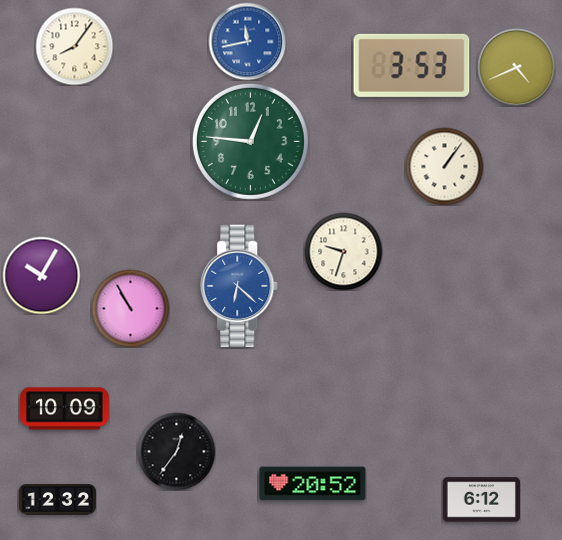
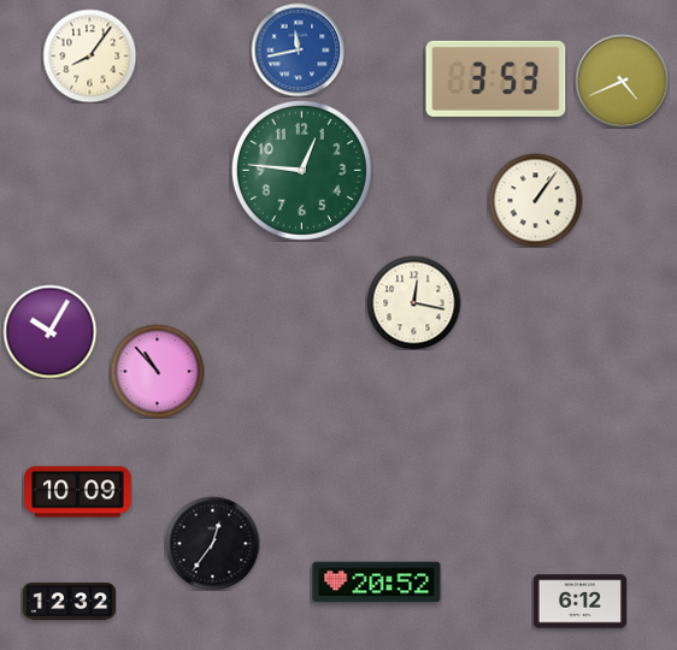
clock at (343, 251): 9:33 -> 12:17
clock at (240, 286): 6:22 -> none
clock at (130, 308): 10:55 -> 10:53
